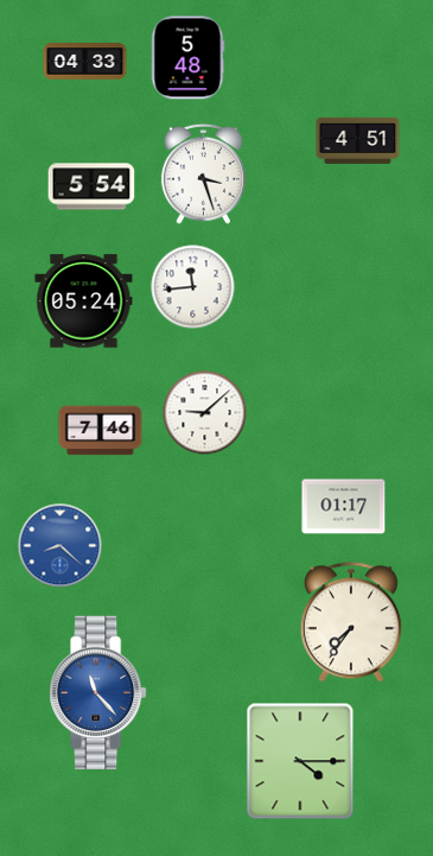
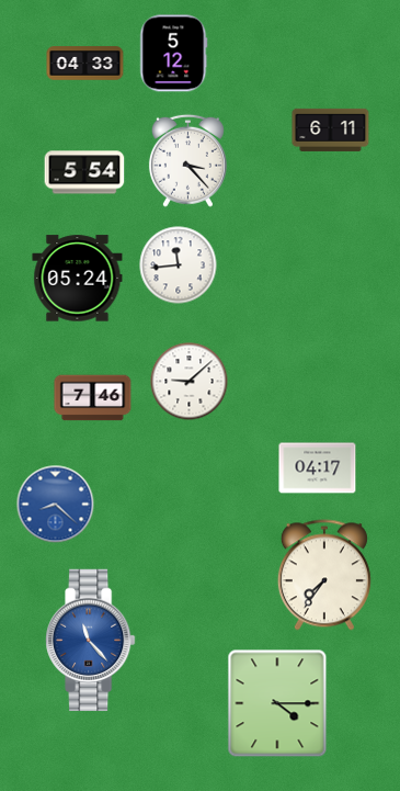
clock at (189, 58): 5:48 -> 5:12
clock at (85, 62) position: (85, 62) -> (85, 64)
clock at (358, 140): 4:51 -> 6:11
clock at (203, 173): 3:27 -> 3:23
clock at (344, 507): 01:17 -> 04:17
